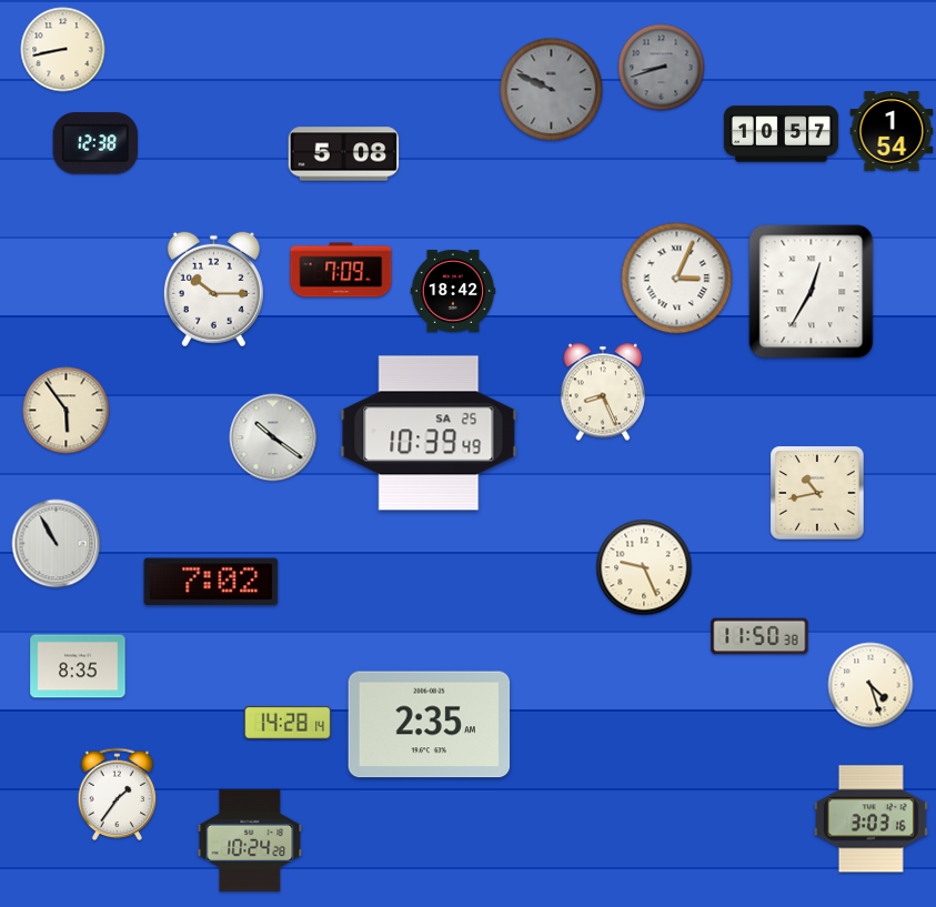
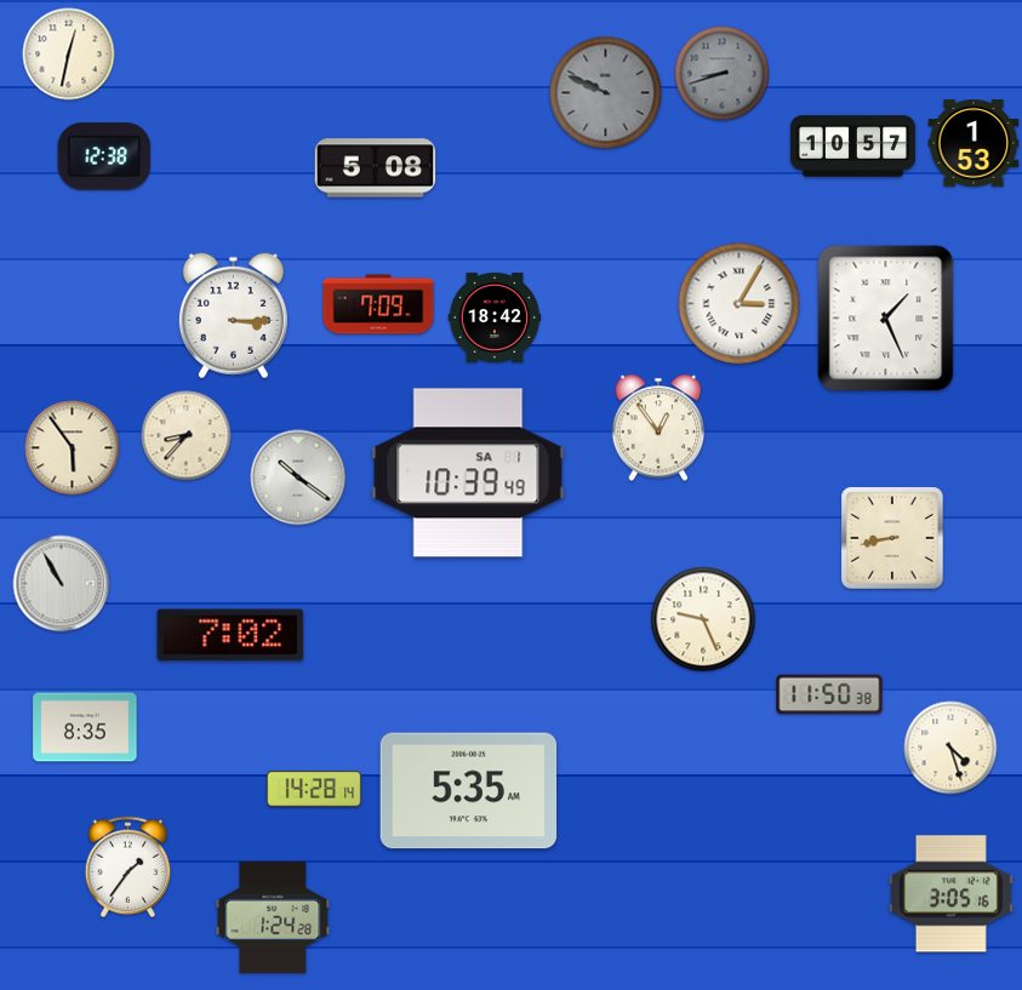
clock at (63, 50): 8:43 -> 12:32
clock at (552, 90) position: (552, 90) -> (606, 93)
clock at (892, 131): 1:54 -> 1:53
clock at (341, 270) position: (341, 270) -> (378, 304)
clock at (677, 279): 3:04 -> 3:05
clock at (213, 290): 10:15 -> 3:15
clock at (812, 292): 12:35 -> 1:26
clock at (603, 392): 8:26 -> 12:54
clock at (187, 436): none -> 8:37
clock at (429, 433) date: SA 25 -> SA 1
clock at (817, 493): 10:43 -> 8:43
clock at (57, 544) position: (57, 544) -> (62, 584)
clock at (430, 725): 2:35 -> 5:35
clock at (870, 819): 3:03 -> 3:05
clock at (250, 840): 10:24 -> 1:24
